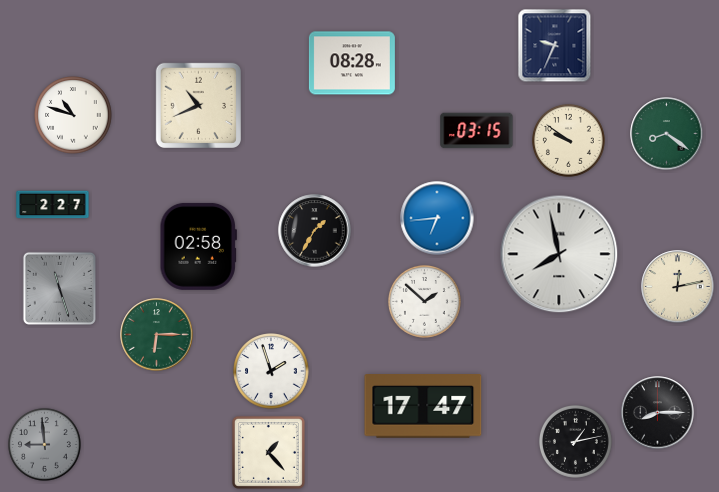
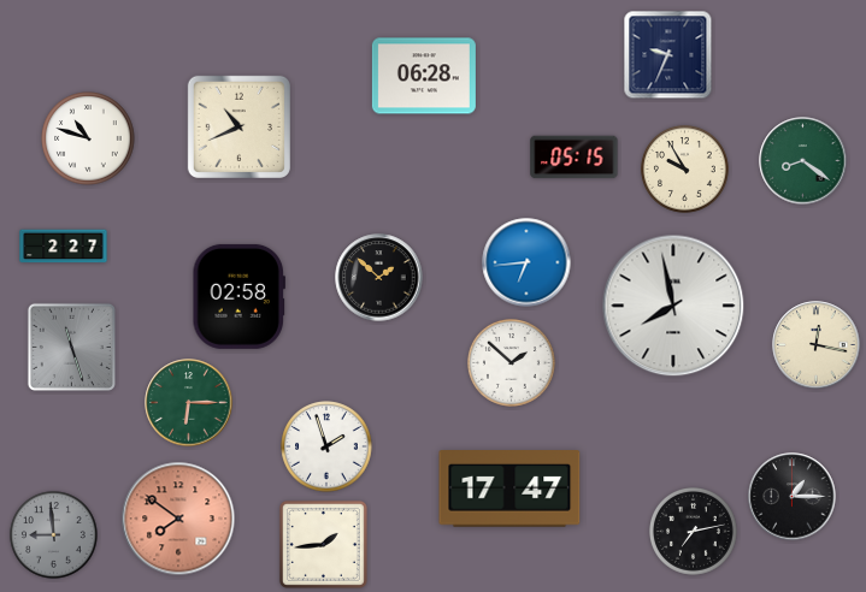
clock at (352, 63): 08:28 -> 06:28
clock at (477, 131): 03:15 -> 05:15
clock at (568, 140): 9:51 -> 9:55
clock at (315, 231): 1:35 -> 1:52
clock at (678, 287): 12:13 -> 12:17
clock at (658, 413): 8:15 -> 1:15
clock at (178, 519): none -> 7:51
clock at (575, 441): 1:13 -> 7:13
clock at (268, 452): 1:23 -> 1:44
